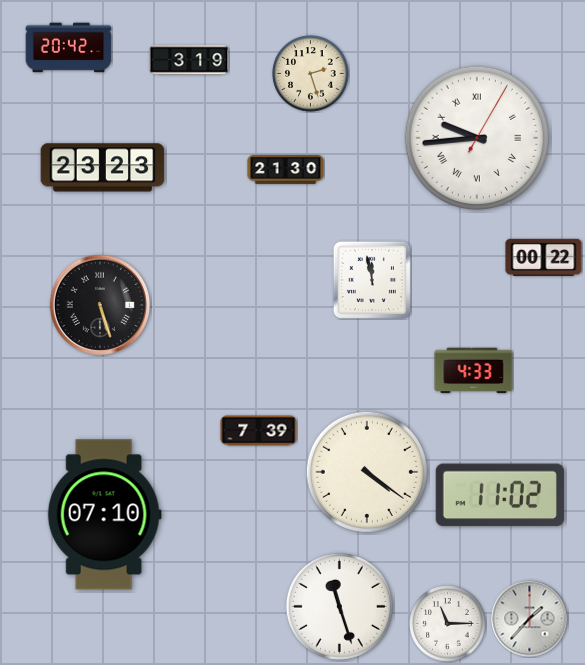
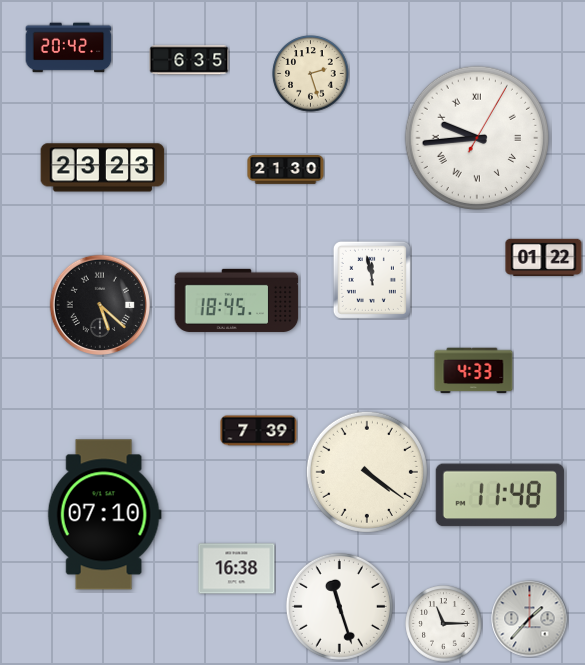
clock at (189, 60): 3:19 -> 6:35
clock at (544, 257): 00:22 -> 01:22
clock at (237, 300): none -> 18:45
clock at (100, 305): 5:27 -> 5:22
clock at (500, 495): 11:02 -> 11:48
clock at (237, 569): none -> 16:38
clock at (448, 624) position: (448, 624) -> (444, 624)
